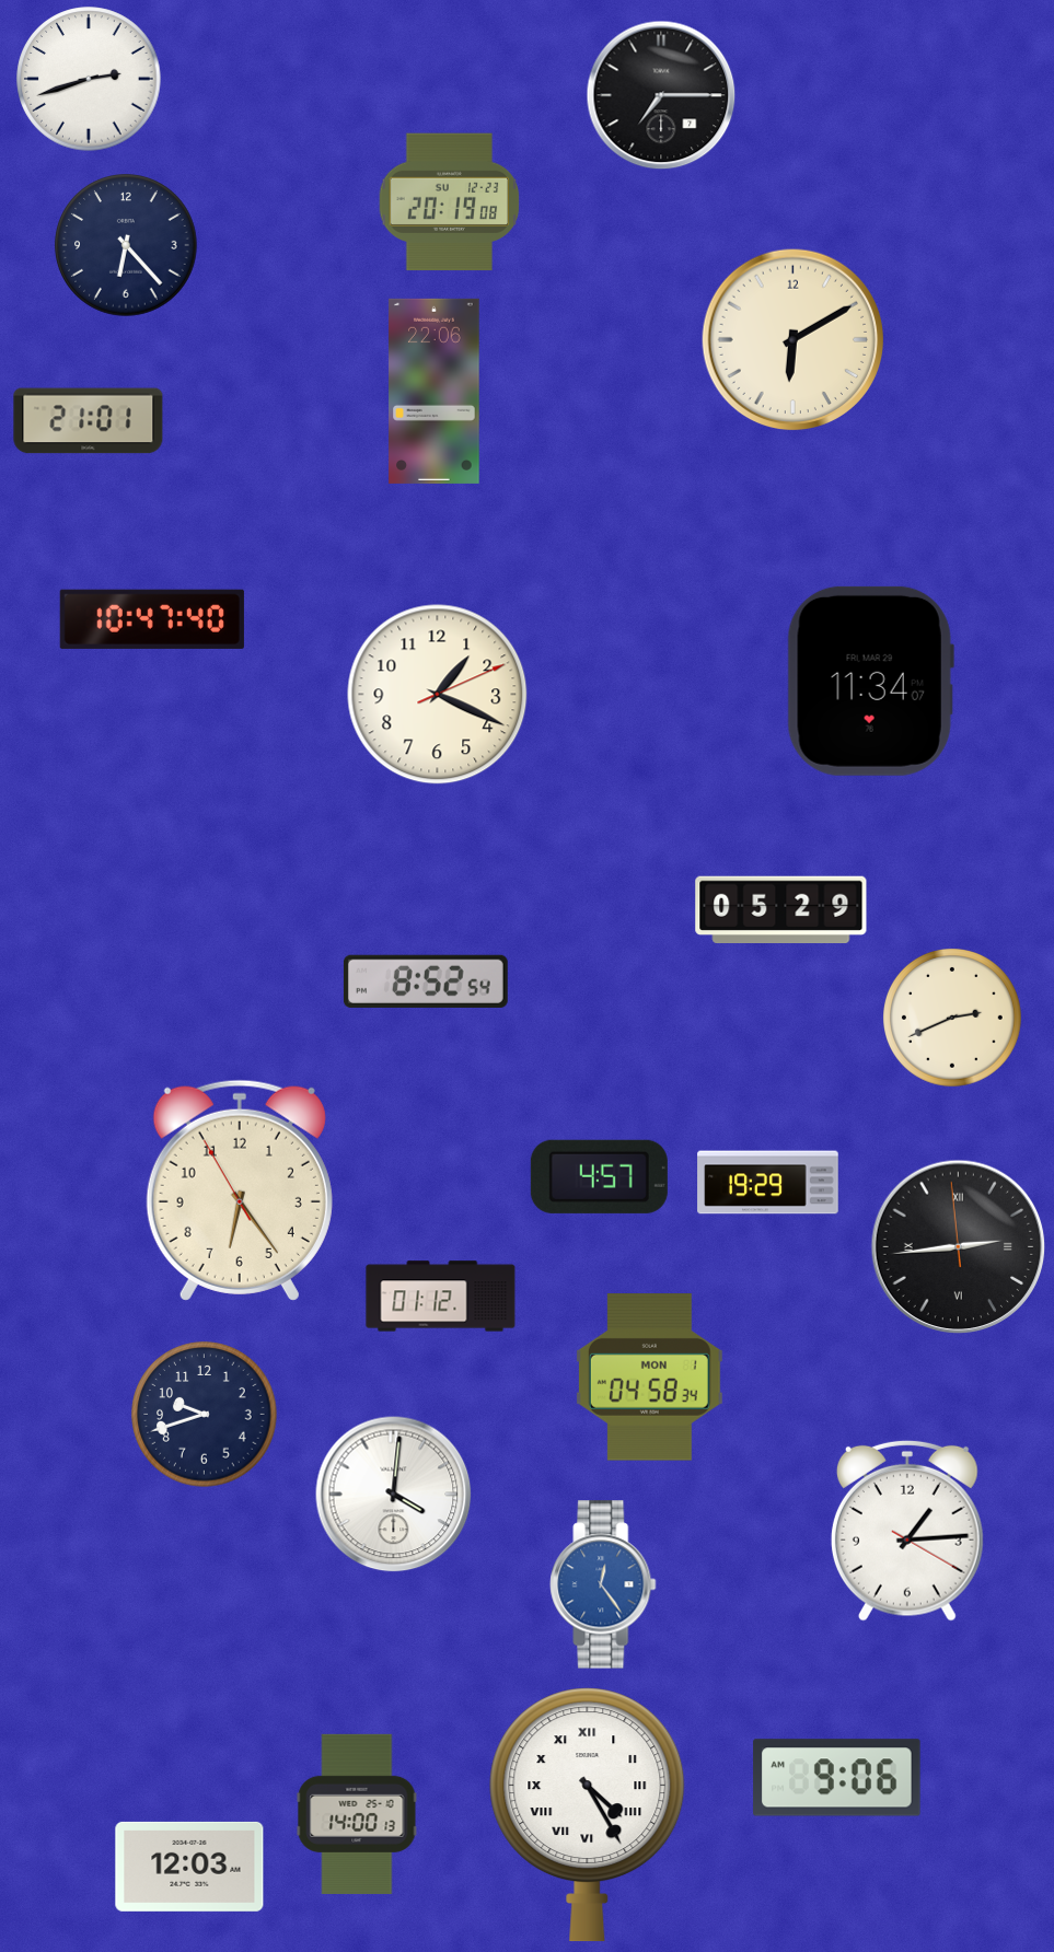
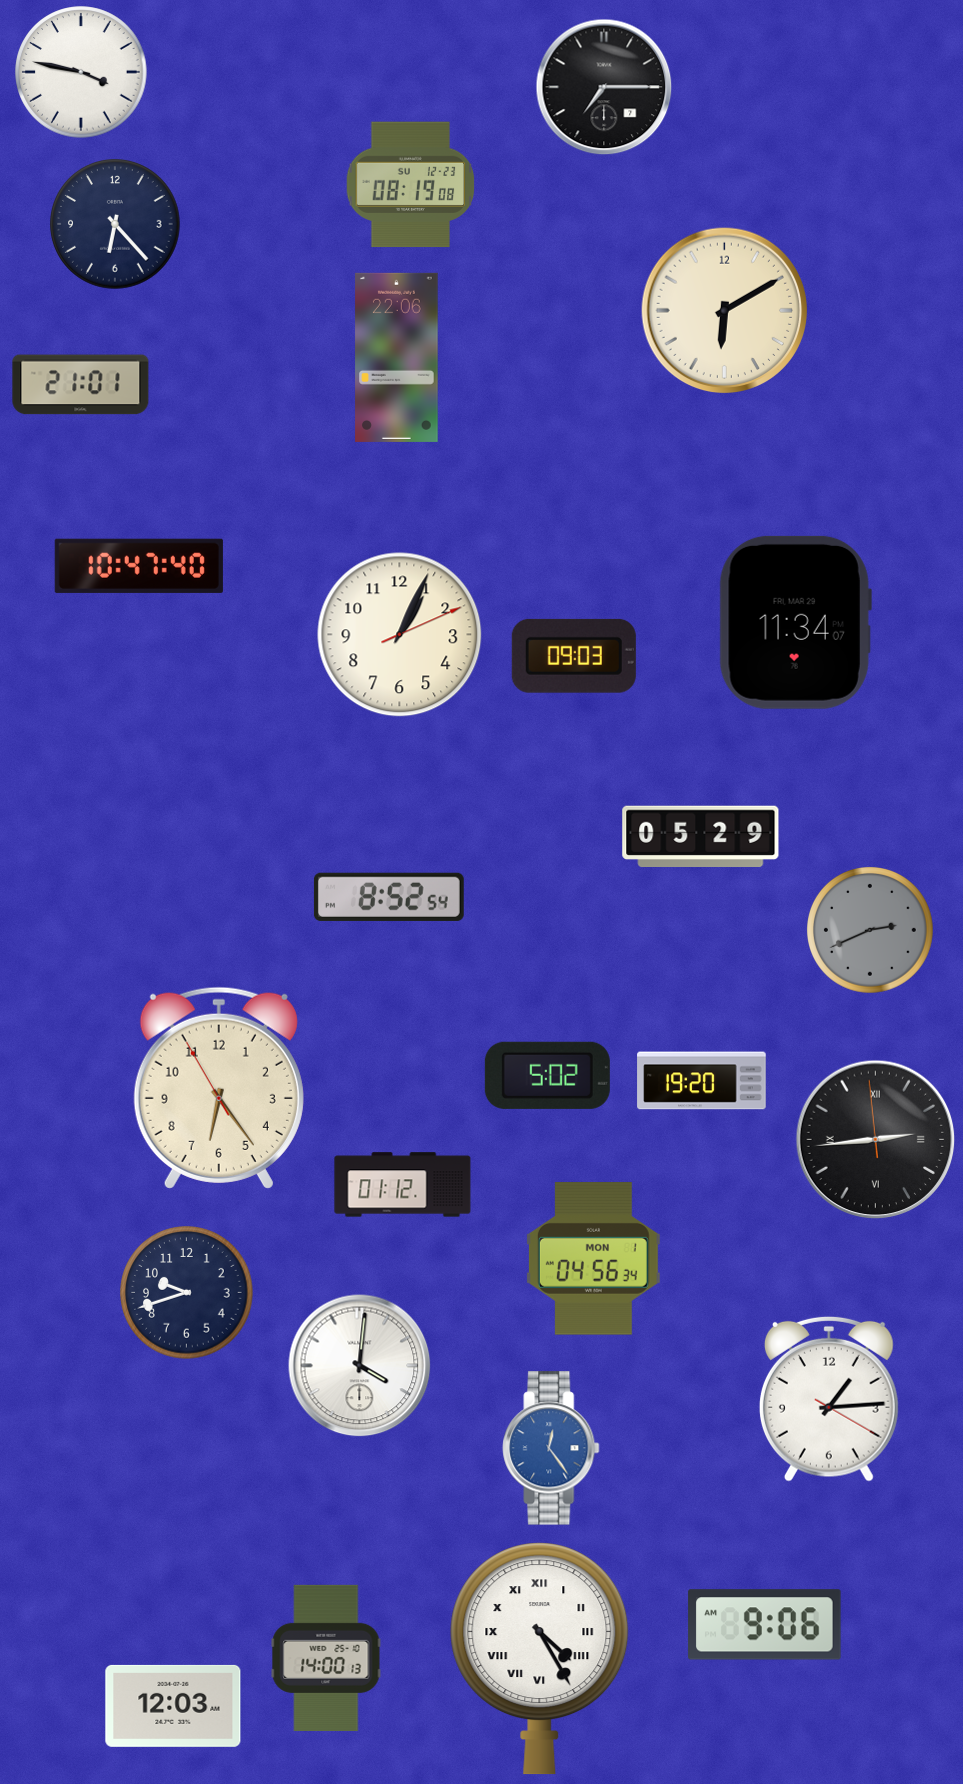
clock at (89, 79): 2:42 -> 3:47
clock at (450, 202): 20:19 -> 08:19
clock at (438, 695): 1:19 -> 1:04
clock at (574, 656): none -> 09:03
clock at (781, 909) position: (781, 909) -> (701, 836)
clock at (953, 1019) dial: cream -> grey
clock at (599, 1176): 4:57 -> 5:02
clock at (768, 1183): 19:29 -> 19:20
clock at (649, 1378): 04:58 -> 04:56
clock at (588, 1815) position: (588, 1815) -> (540, 1659)
